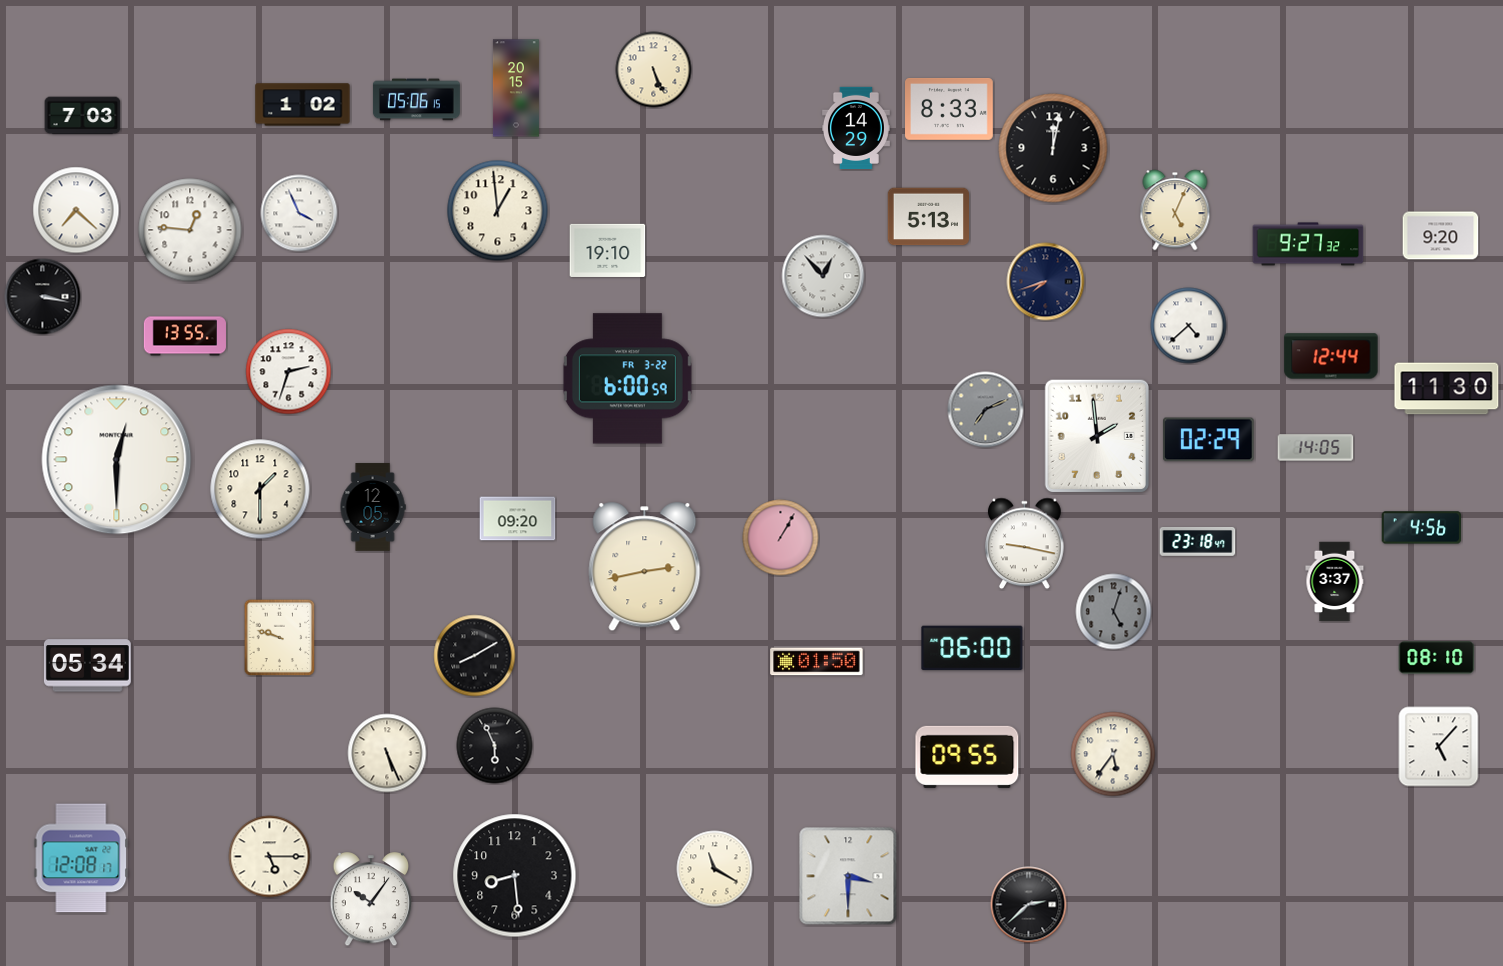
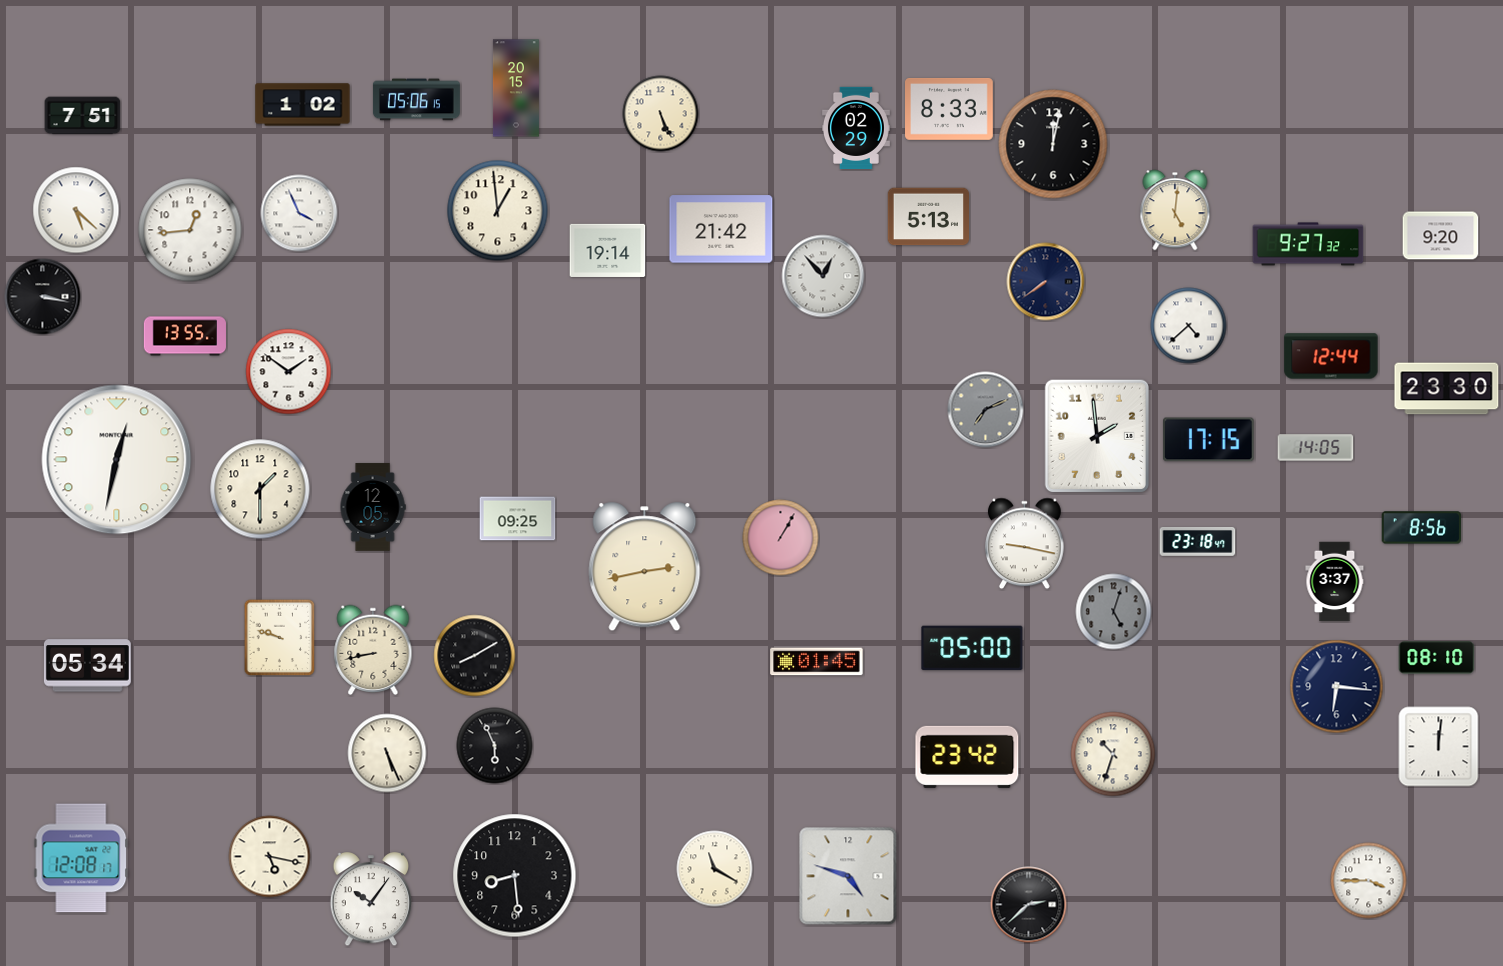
clock at (654, 70) position: (654, 70) -> (661, 114)
clock at (83, 116): 7:03 -> 7:51
clock at (856, 127): 14:29 -> 02:29
clock at (1053, 148) position: (1053, 148) -> (1053, 144)
clock at (76, 210): 7:22 -> 5:22
clock at (1175, 210): 5:04 -> 5:01
clock at (721, 229): none -> 21:42
clock at (190, 230): 12:46 -> 12:44
clock at (608, 250): 19:10 -> 19:14
clock at (1046, 282): 7:42 -> 7:39
clock at (289, 372): 2:33 -> 1:51
clock at (627, 379): 6:00 -> none
clock at (1447, 389): 11:30 -> 23:30
clock at (1209, 440): 02:29 -> 17:15
clock at (117, 460): 12:30 -> 12:32
clock at (518, 519): 09:20 -> 09:25
clock at (1422, 528): 4:56 -> 8:56
clock at (972, 648): 06:00 -> 05:00
clock at (373, 650): none -> 8:43
clock at (817, 662): 01:50 -> 01:45
clock at (1337, 687): none -> 6:16
clock at (1439, 747): 5:07 -> 12:01
clock at (1113, 754): 5:36 -> 10:33
clock at (967, 757): 09:55 -> 23:42
clock at (270, 857): 5:15 -> 5:17
clock at (848, 876): 3:30 -> 4:48
clock at (1369, 881): none -> 3:45
